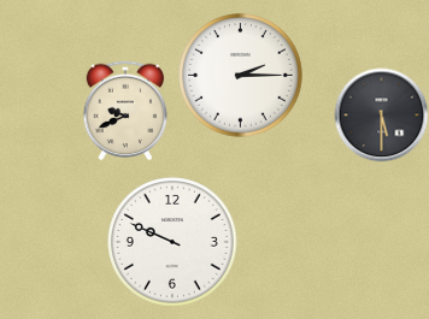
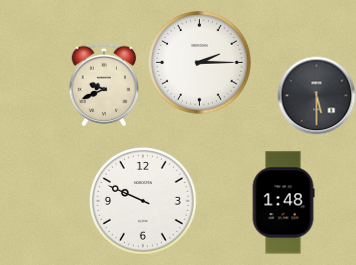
clock at (125, 111) position: (125, 111) -> (104, 85)
clock at (283, 203): none -> 1:48
